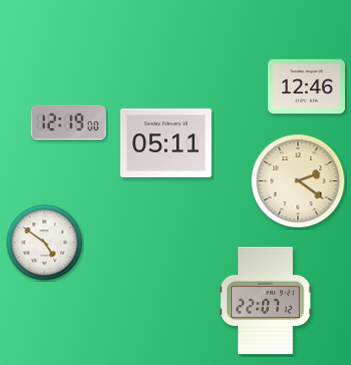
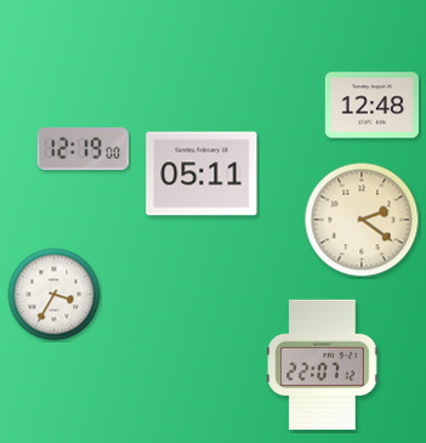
clock at (306, 87): 12:46 -> 12:48
clock at (45, 243): 4:51 -> 3:35
